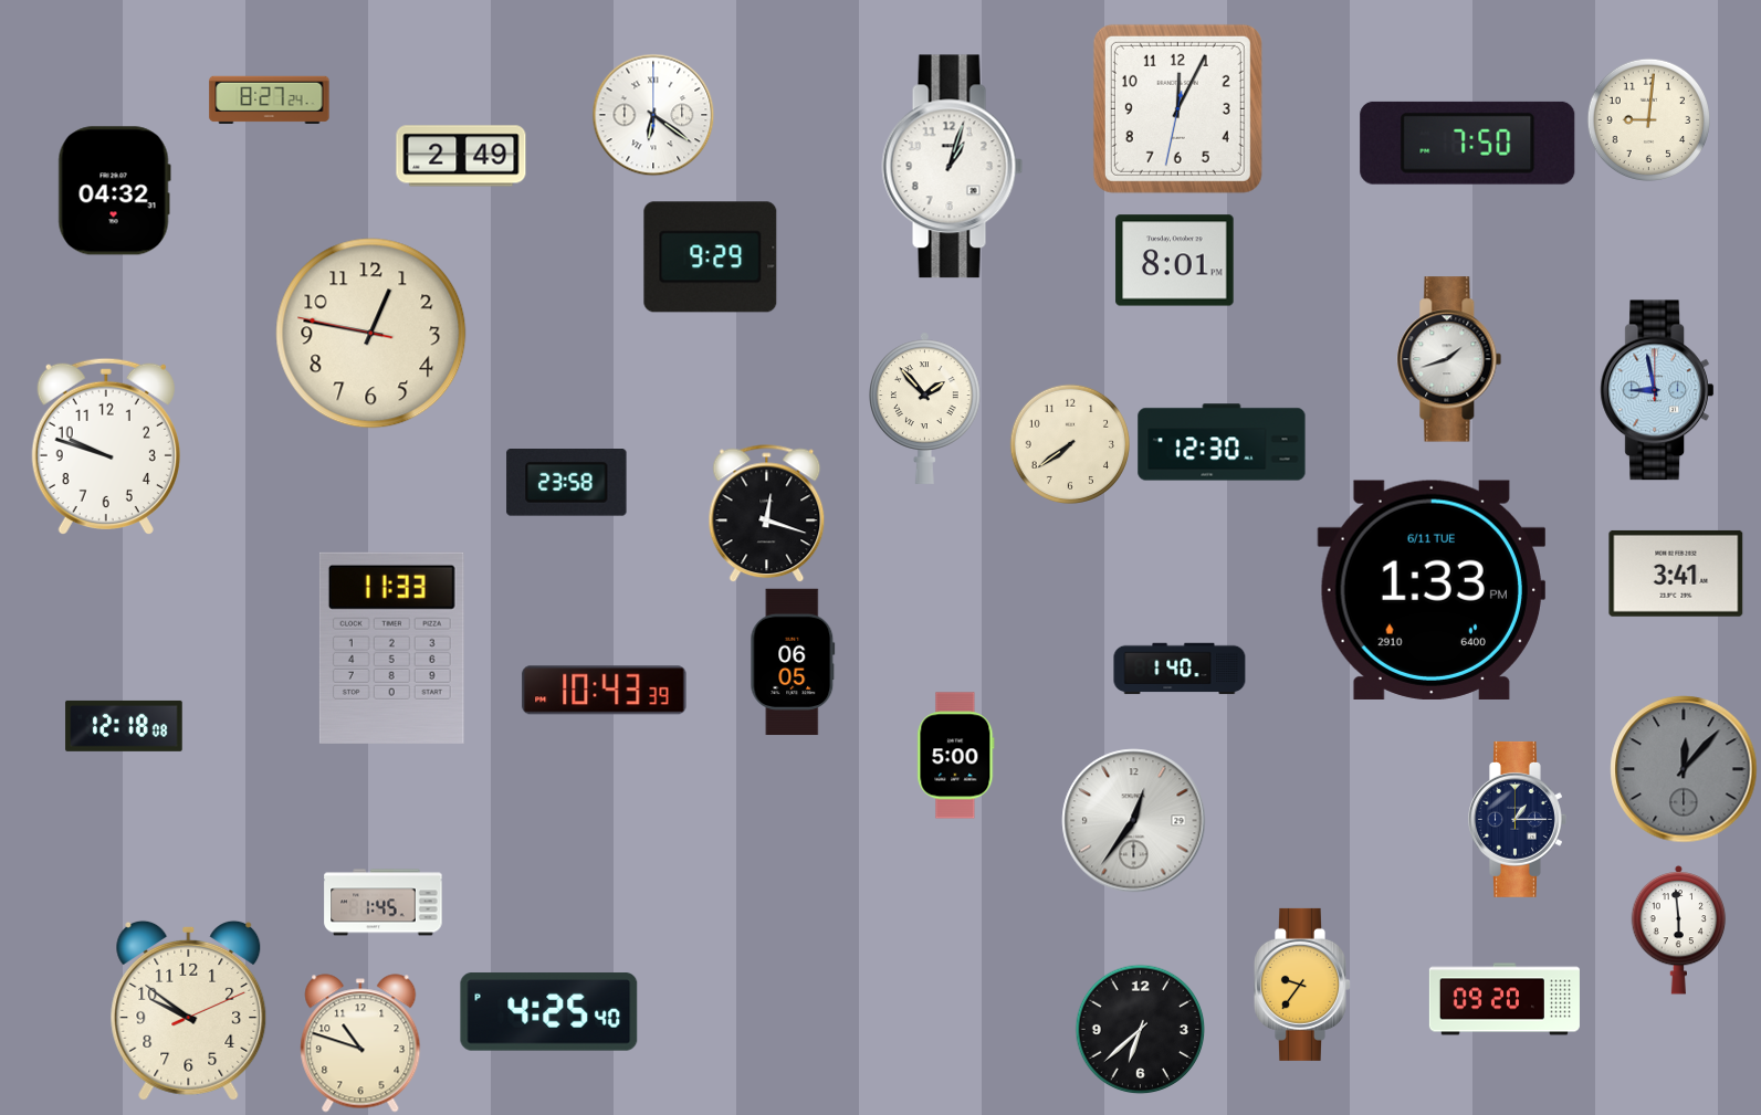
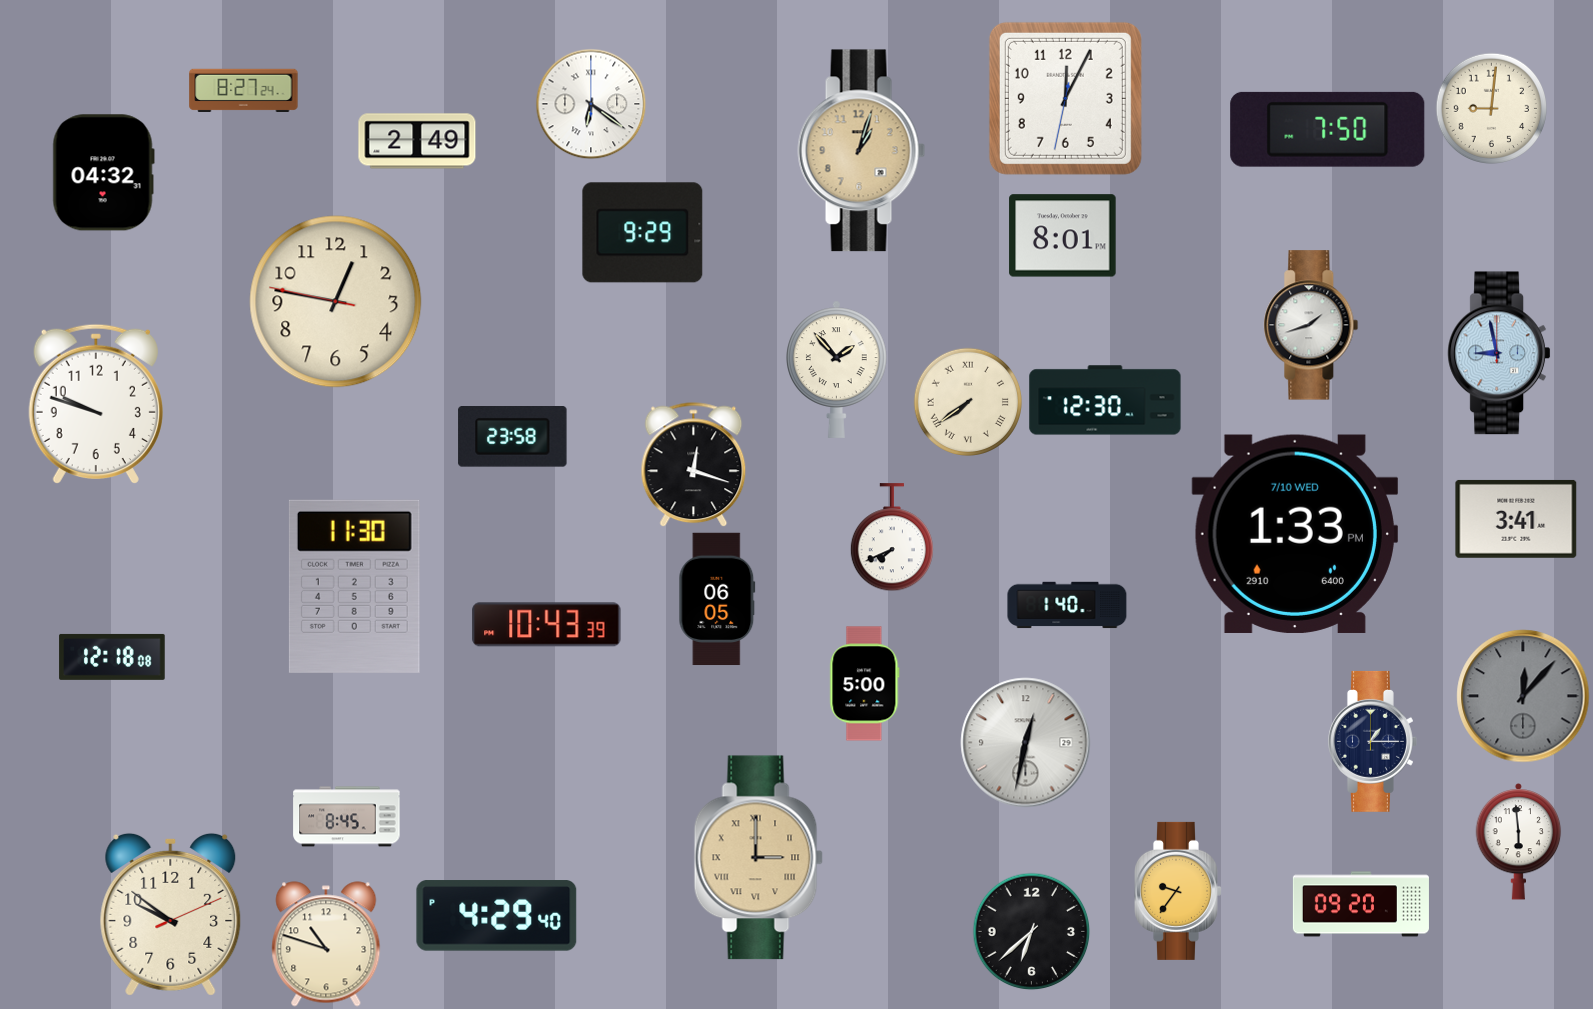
clock at (953, 167) dial: white -> champagne
clock at (1069, 443) numerals: Arabic -> Roman
clock at (1430, 590) date: 6/11 TUE -> 7/10 WED
clock at (892, 538): none -> 7:41
clock at (391, 648): 11:33 -> 11:30
clock at (1134, 821): 12:36 -> 12:32
clock at (384, 903): 1:45 -> 8:45
clock at (758, 858): none -> 3:00
clock at (549, 1012): 4:25 -> 4:29
